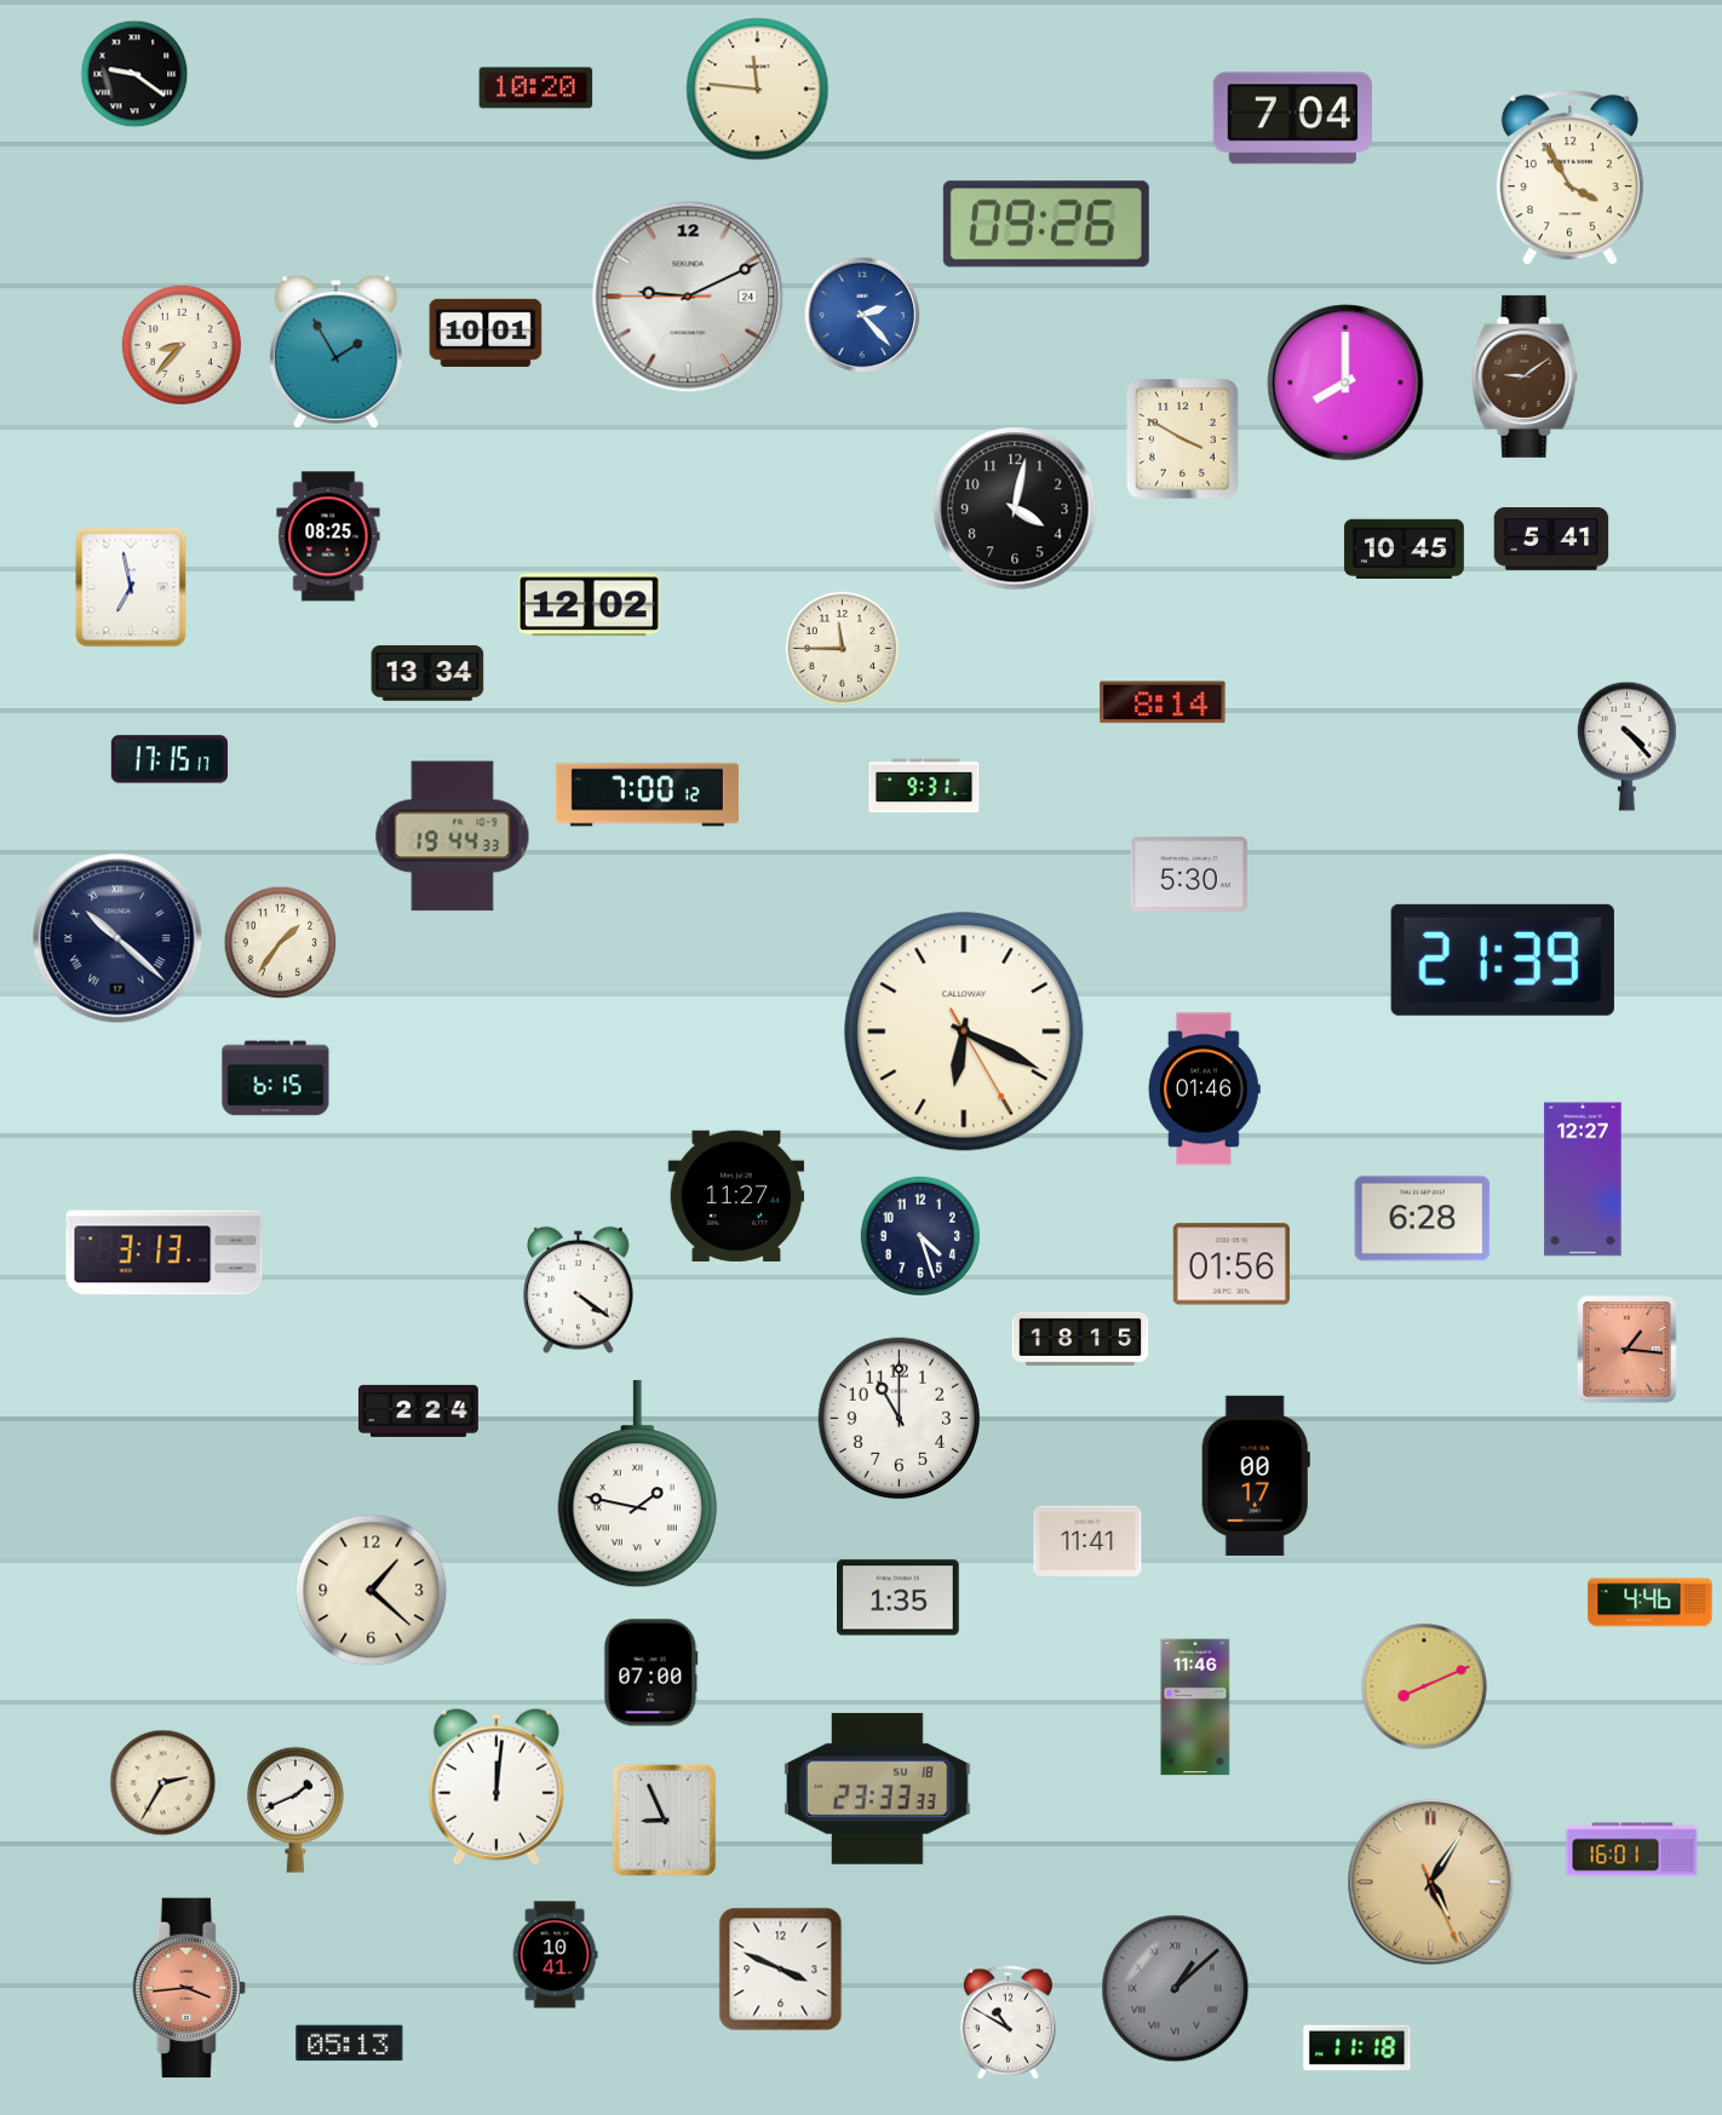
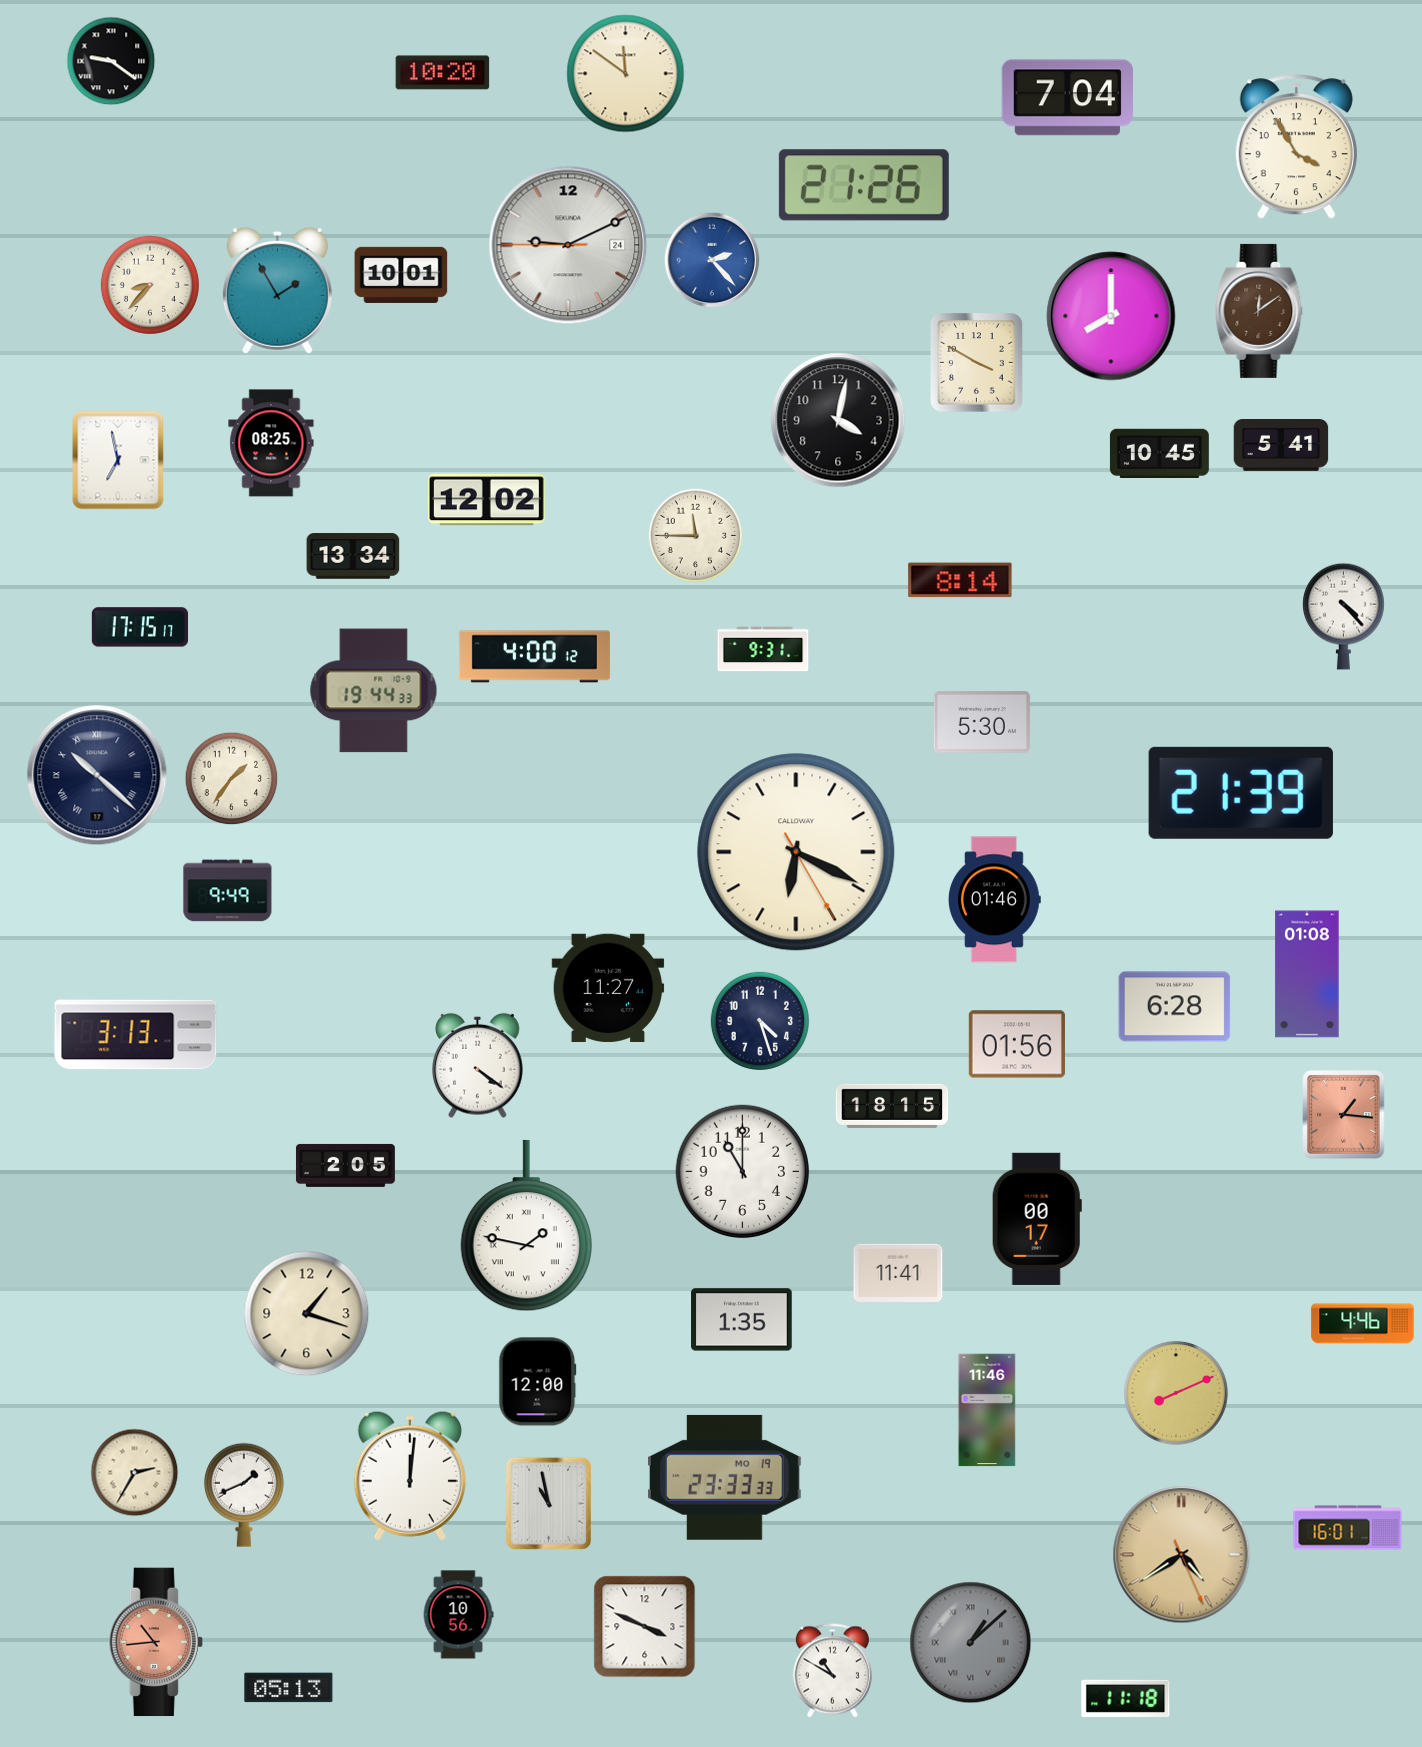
clock at (758, 90): 11:46 -> 11:51
clock at (1046, 224): 09:26 -> 21:26
clock at (1525, 377): 9:09 -> 12:09
clock at (131, 587) position: (131, 587) -> (118, 460)
clock at (647, 795): 7:00 -> 4:00
clock at (276, 1079): 6:15 -> 9:49
clock at (1583, 1179): 12:27 -> 01:08
clock at (418, 1410): 2:24 -> 2:05
clock at (372, 1591): 1:22 -> 1:18
clock at (652, 1673): 07:00 -> 12:00
clock at (878, 1788) date: SU 18 -> MO 19
clock at (664, 1820): 8:56 -> 10:58
clock at (1431, 1883): 5:05 -> 4:39
clock at (555, 1955): 10:41 -> 10:56
clock at (189, 1988): 3:44 -> 10:44
clock at (1357, 2047) position: (1357, 2047) -> (1126, 1698)
